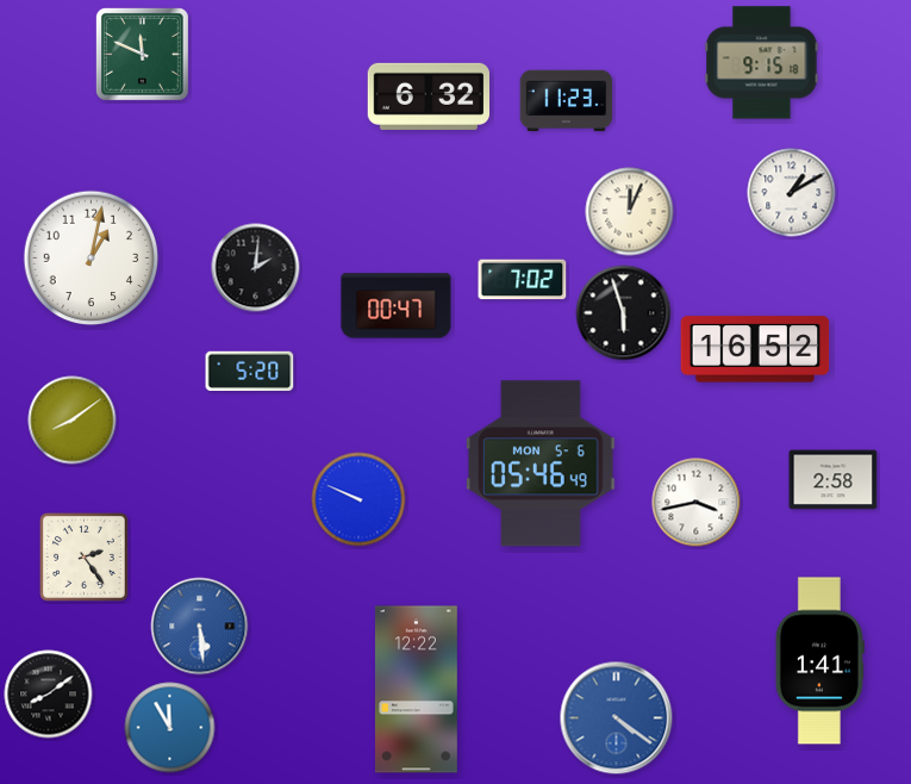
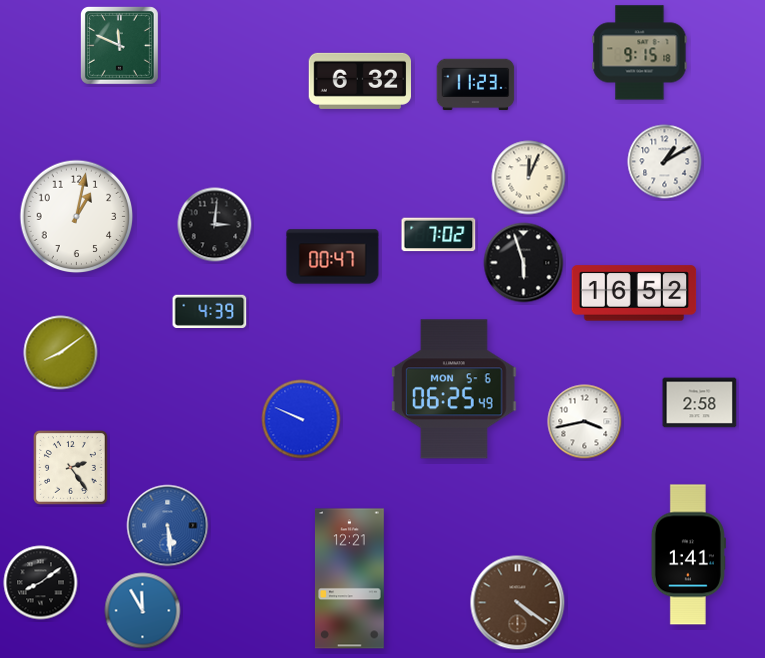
clock at (256, 268): 2:01 -> 3:01
clock at (250, 371): 5:20 -> 4:39
clock at (541, 463): 05:46 -> 06:25
clock at (416, 690): 12:22 -> 12:21
clock at (617, 718) dial: blue -> brown
